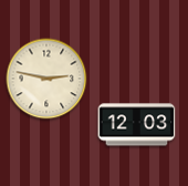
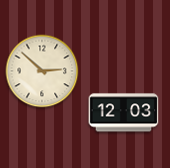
clock at (46, 79): 2:47 -> 2:52
